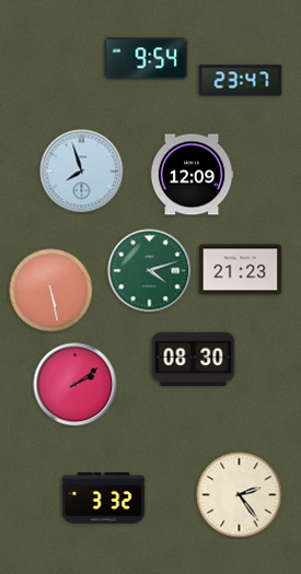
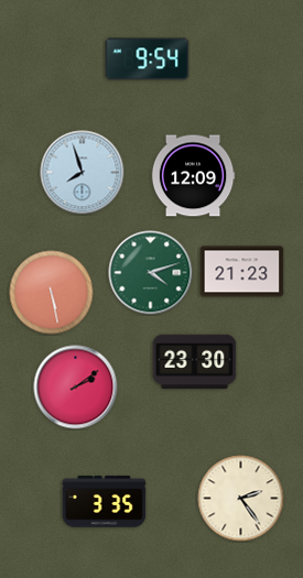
clock at (241, 81): 23:47 -> none
clock at (194, 360): 08:30 -> 23:30
clock at (104, 499): 3:32 -> 3:35
